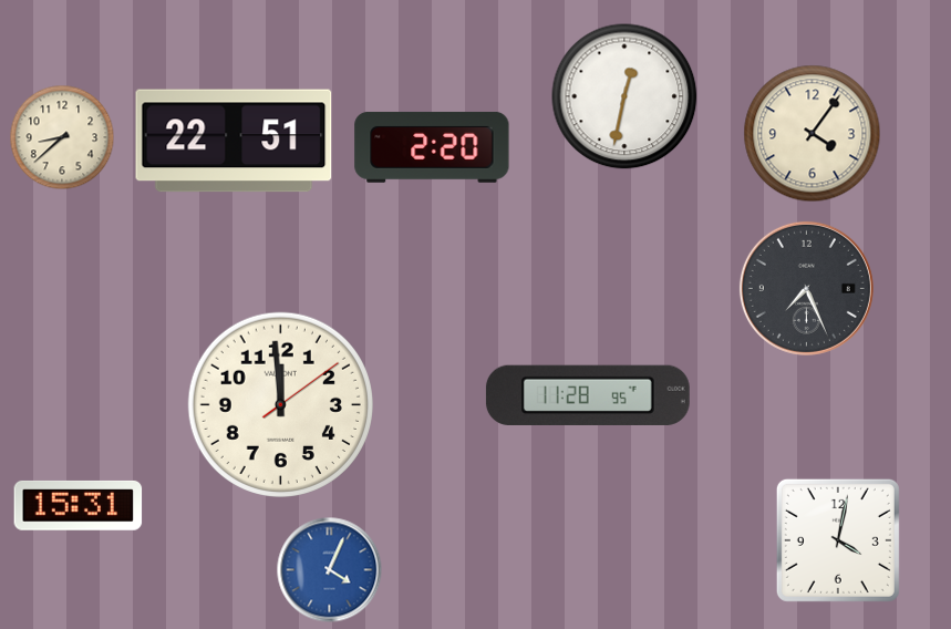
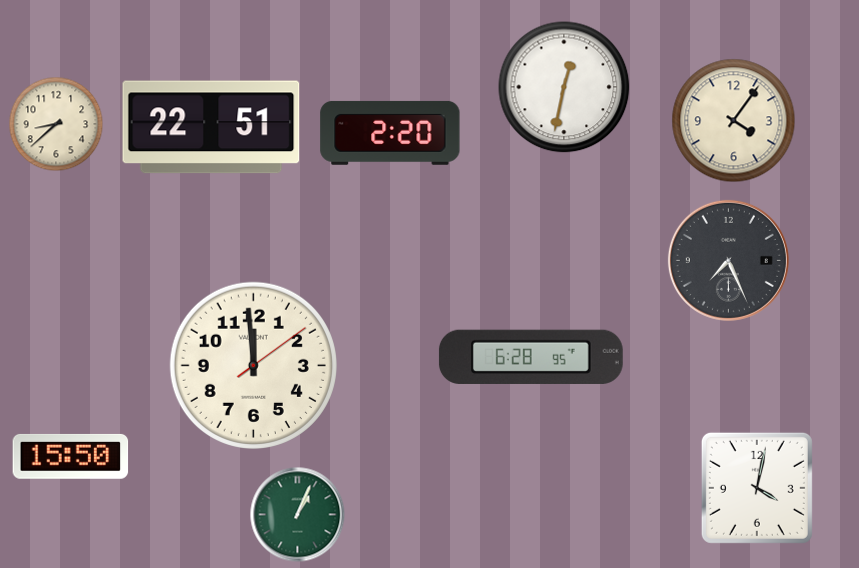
clock at (588, 395): 11:28 -> 6:28
clock at (79, 505): 15:31 -> 15:50
clock at (330, 570): 4:04 -> 1:04
clock at (330, 570) dial: blue -> green
